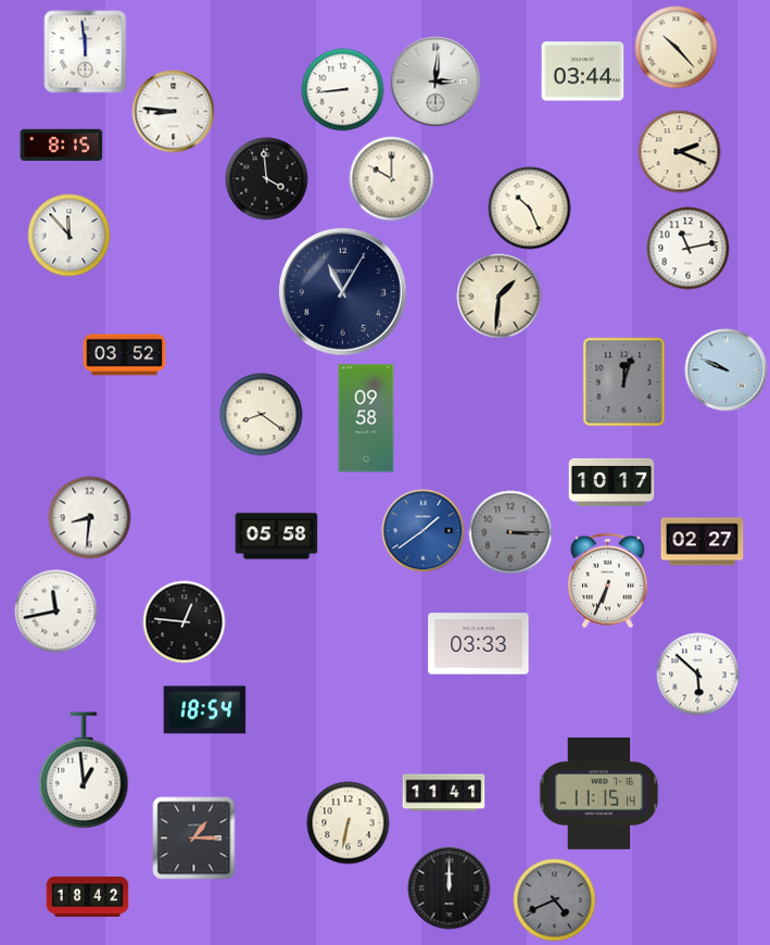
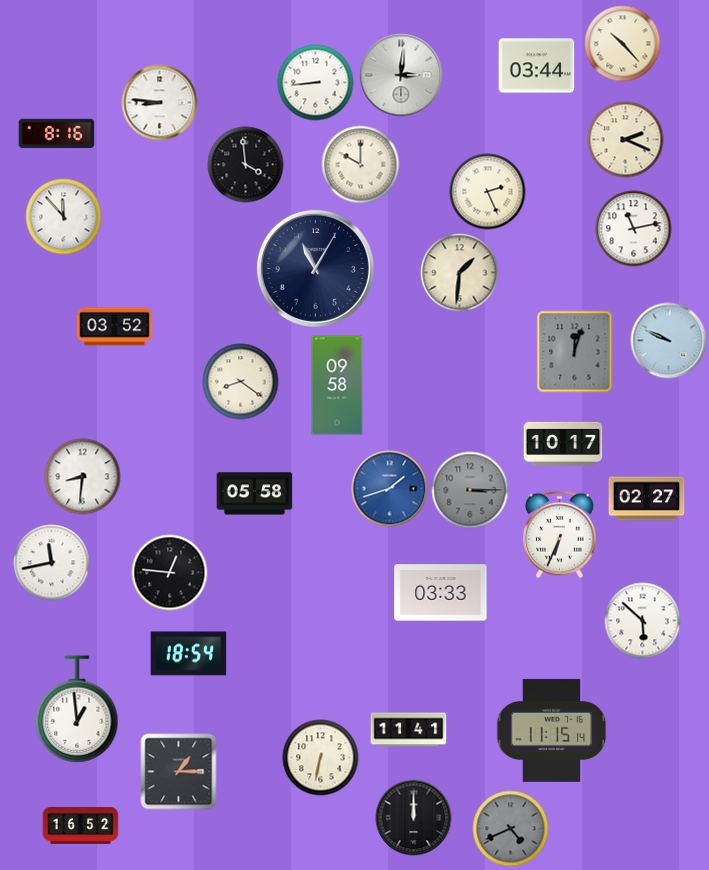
clock at (86, 52): 11:59 -> none
clock at (62, 146): 8:15 -> 8:16
clock at (530, 209): 10:26 -> 2:26
clock at (424, 531): 1:39 -> 1:42
clock at (88, 896): 18:42 -> 16:52
